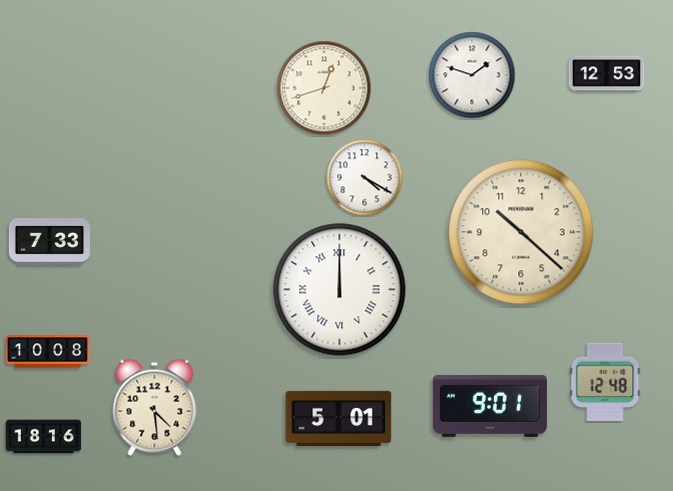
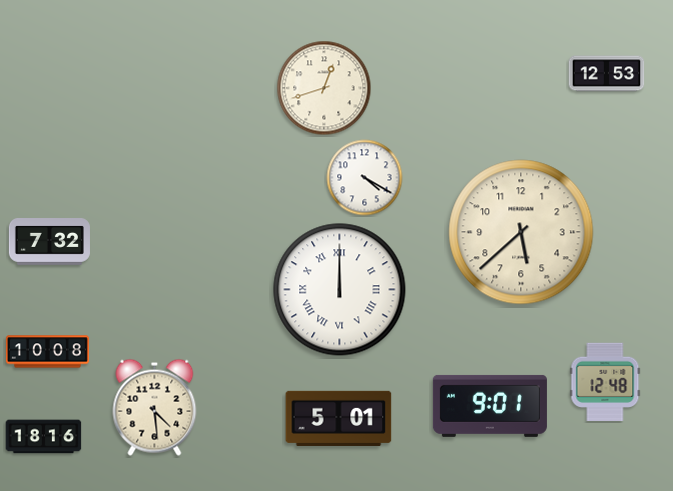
clock at (472, 75): 1:48 -> none
clock at (521, 232): 10:22 -> 5:38
clock at (49, 242): 7:33 -> 7:32
